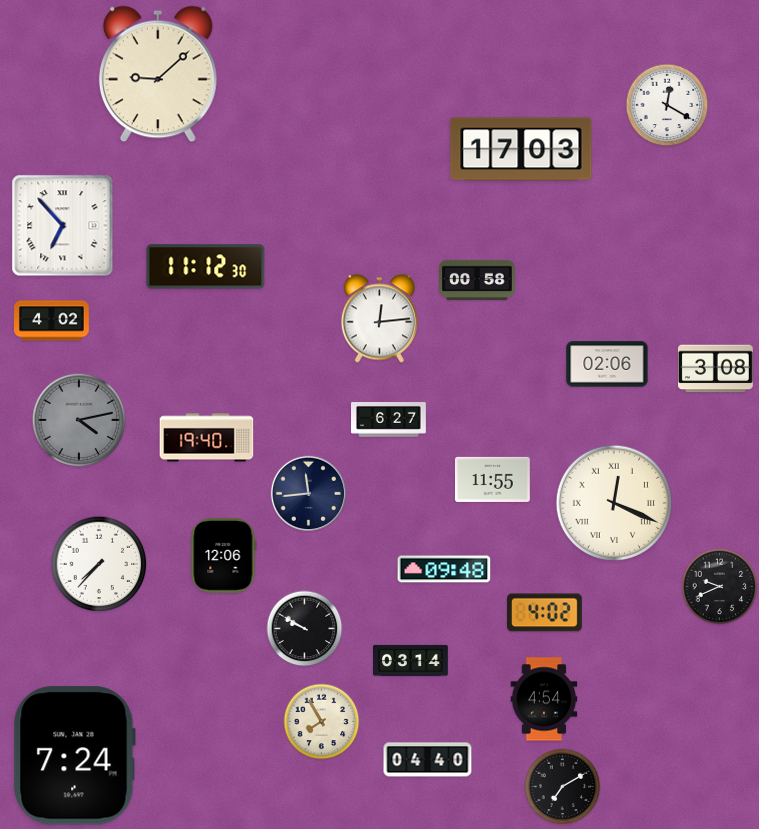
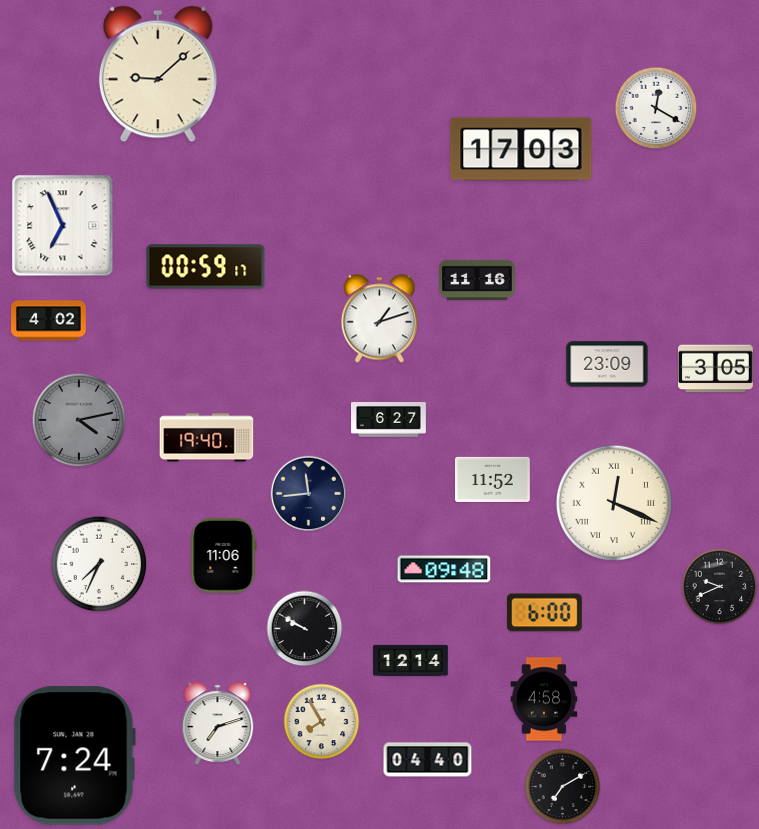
clock at (667, 105) position: (667, 105) -> (656, 108)
clock at (63, 226): 6:53 -> 6:56
clock at (206, 267): 11:12 -> 00:59
clock at (477, 279): 00:58 -> 11:16
clock at (379, 319): 12:14 -> 1:12
clock at (52, 321) position: (52, 321) -> (49, 321)
clock at (607, 364): 02:06 -> 23:09
clock at (716, 369): 3:08 -> 3:05
clock at (493, 479): 11:55 -> 11:52
clock at (224, 555): 12:06 -> 11:06
clock at (99, 564): 7:37 -> 7:34
clock at (544, 613): 4:02 -> 6:00
clock at (411, 660): 03:14 -> 12:14
clock at (544, 699): 4:54 -> 4:58
clock at (218, 724): none -> 7:12
